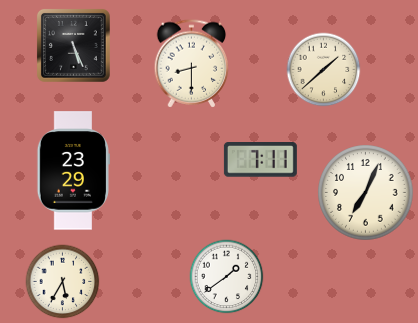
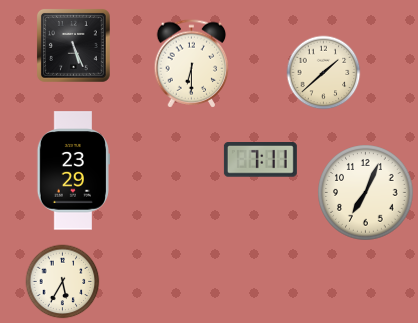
clock at (192, 64): 8:30 -> 6:30
clock at (324, 70) position: (324, 70) -> (324, 73)
clock at (227, 277): 1:39 -> none
